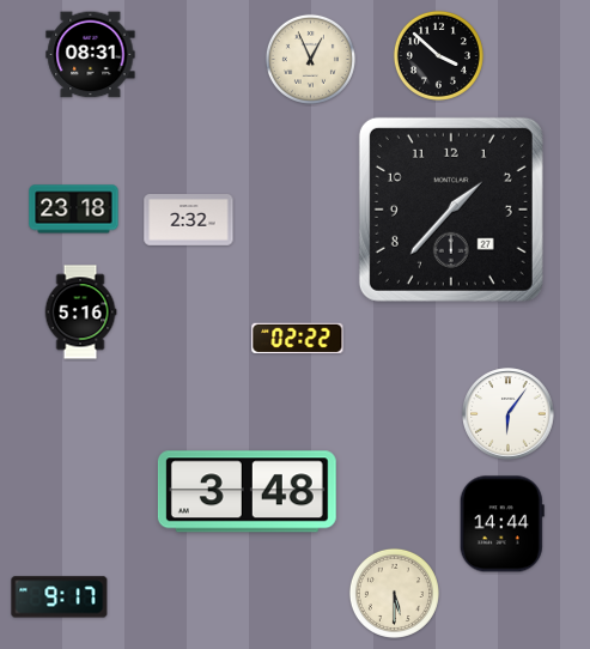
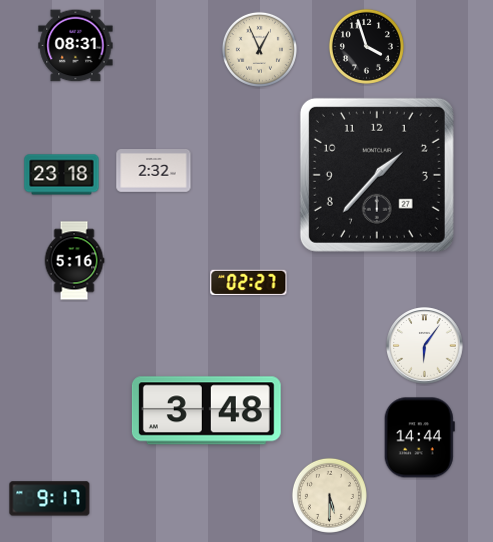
clock at (438, 55): 3:52 -> 3:57
clock at (189, 220) position: (189, 220) -> (154, 171)
clock at (80, 313) position: (80, 313) -> (74, 261)
clock at (298, 338): 02:22 -> 02:27
